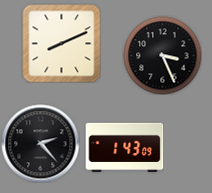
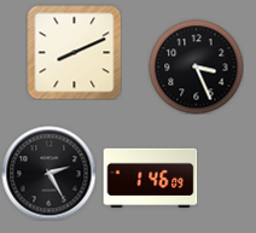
clock at (40, 143): 2:23 -> 2:25
clock at (124, 147): 1:43 -> 1:46
